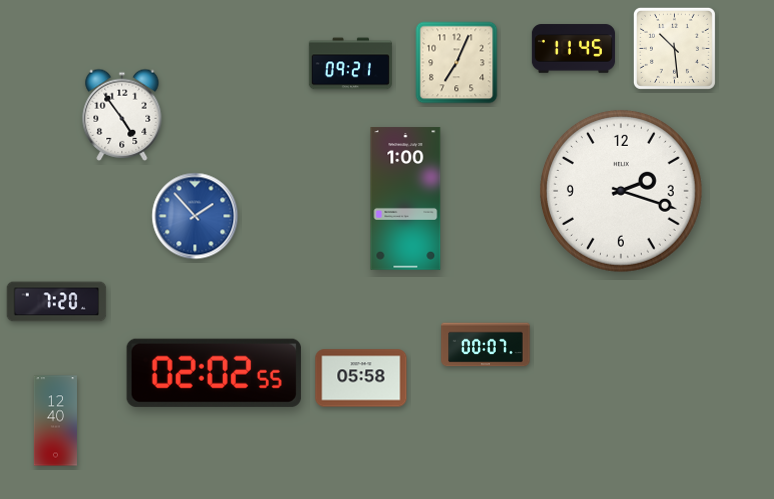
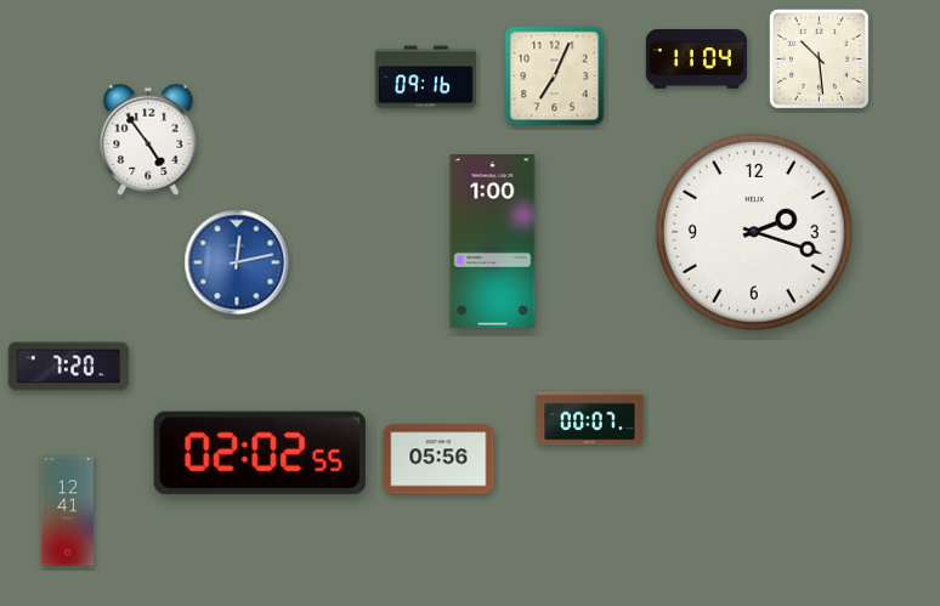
clock at (573, 49): 11:45 -> 11:04
clock at (350, 64): 09:21 -> 09:16
clock at (195, 216): 1:53 -> 12:13
clock at (361, 378): 05:58 -> 05:56
clock at (55, 421): 12:40 -> 12:41
